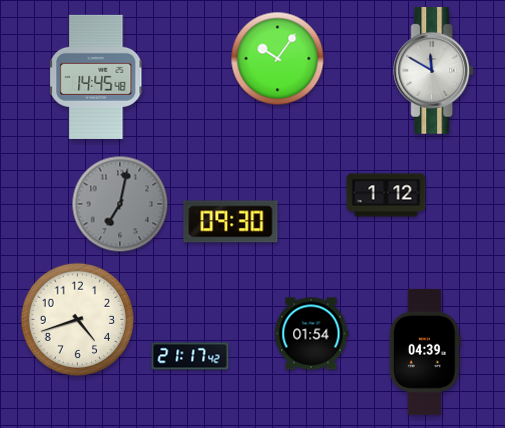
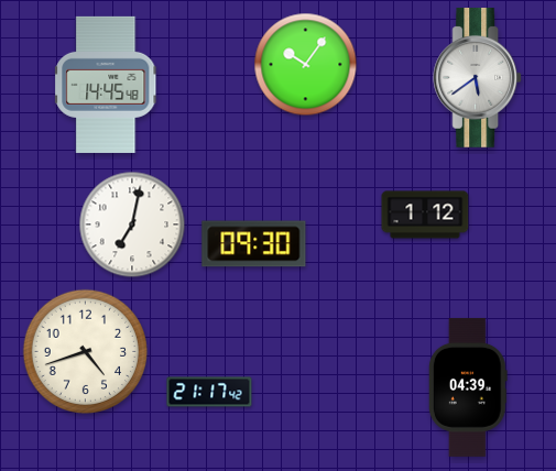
clock at (434, 71): 11:50 -> 5:39
clock at (120, 204) dial: grey -> white
clock at (311, 334): 01:54 -> none
